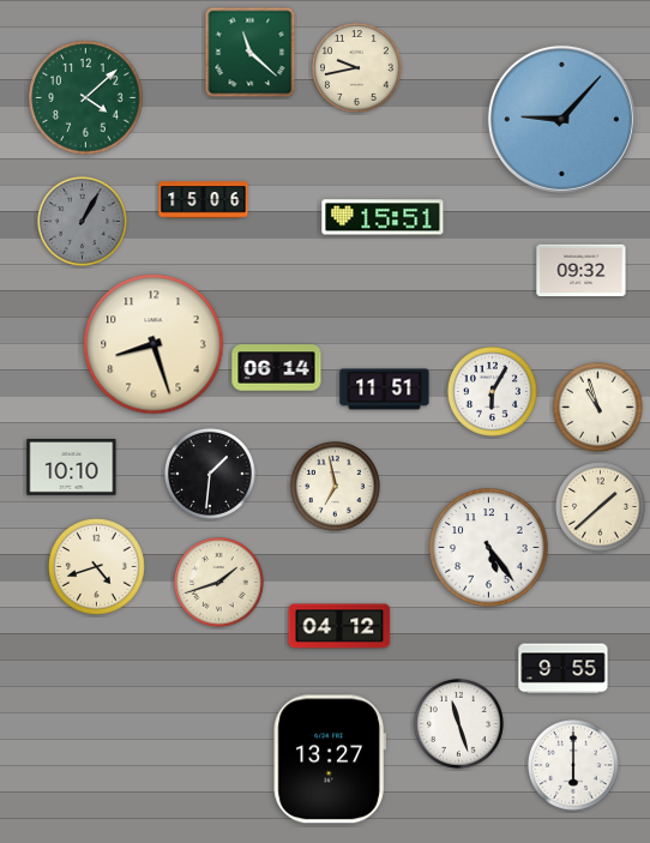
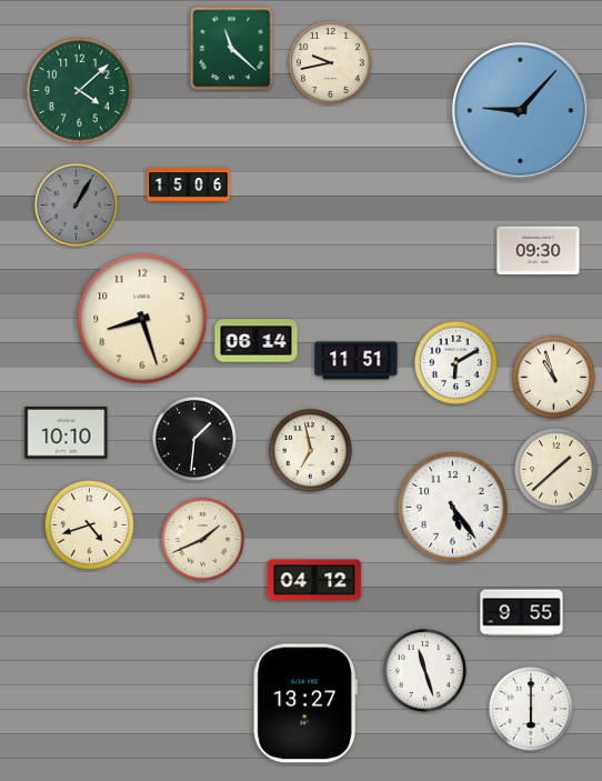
clock at (383, 217): 15:51 -> none
clock at (582, 271): 09:32 -> 09:30
clock at (492, 391): 6:05 -> 6:10
clock at (218, 582): 1:42 -> 1:41
clock at (564, 669) position: (564, 669) -> (522, 613)
